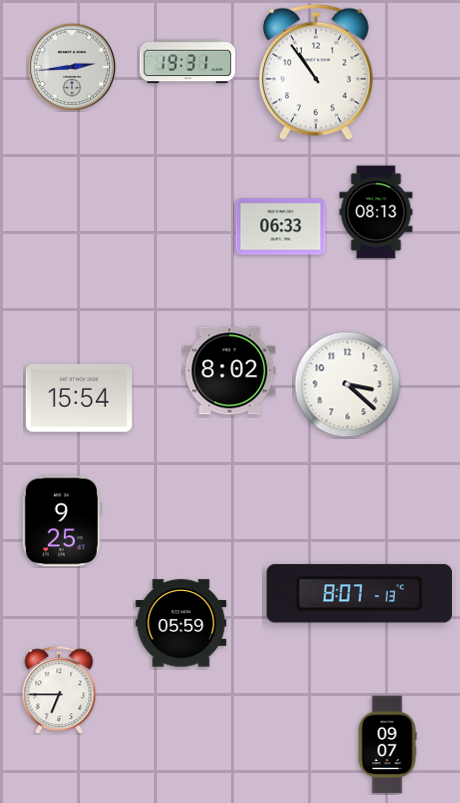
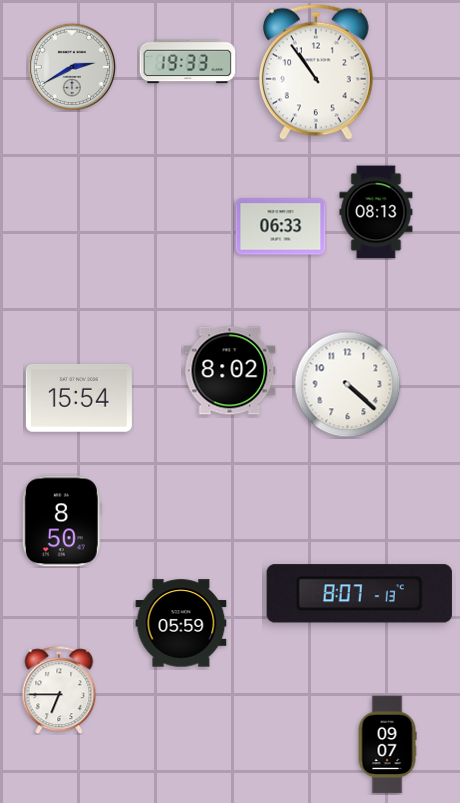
clock at (188, 62): 19:31 -> 19:33
clock at (72, 67): 2:44 -> 2:40
clock at (348, 385): 3:22 -> 4:22
clock at (62, 521): 9:25 -> 8:50
